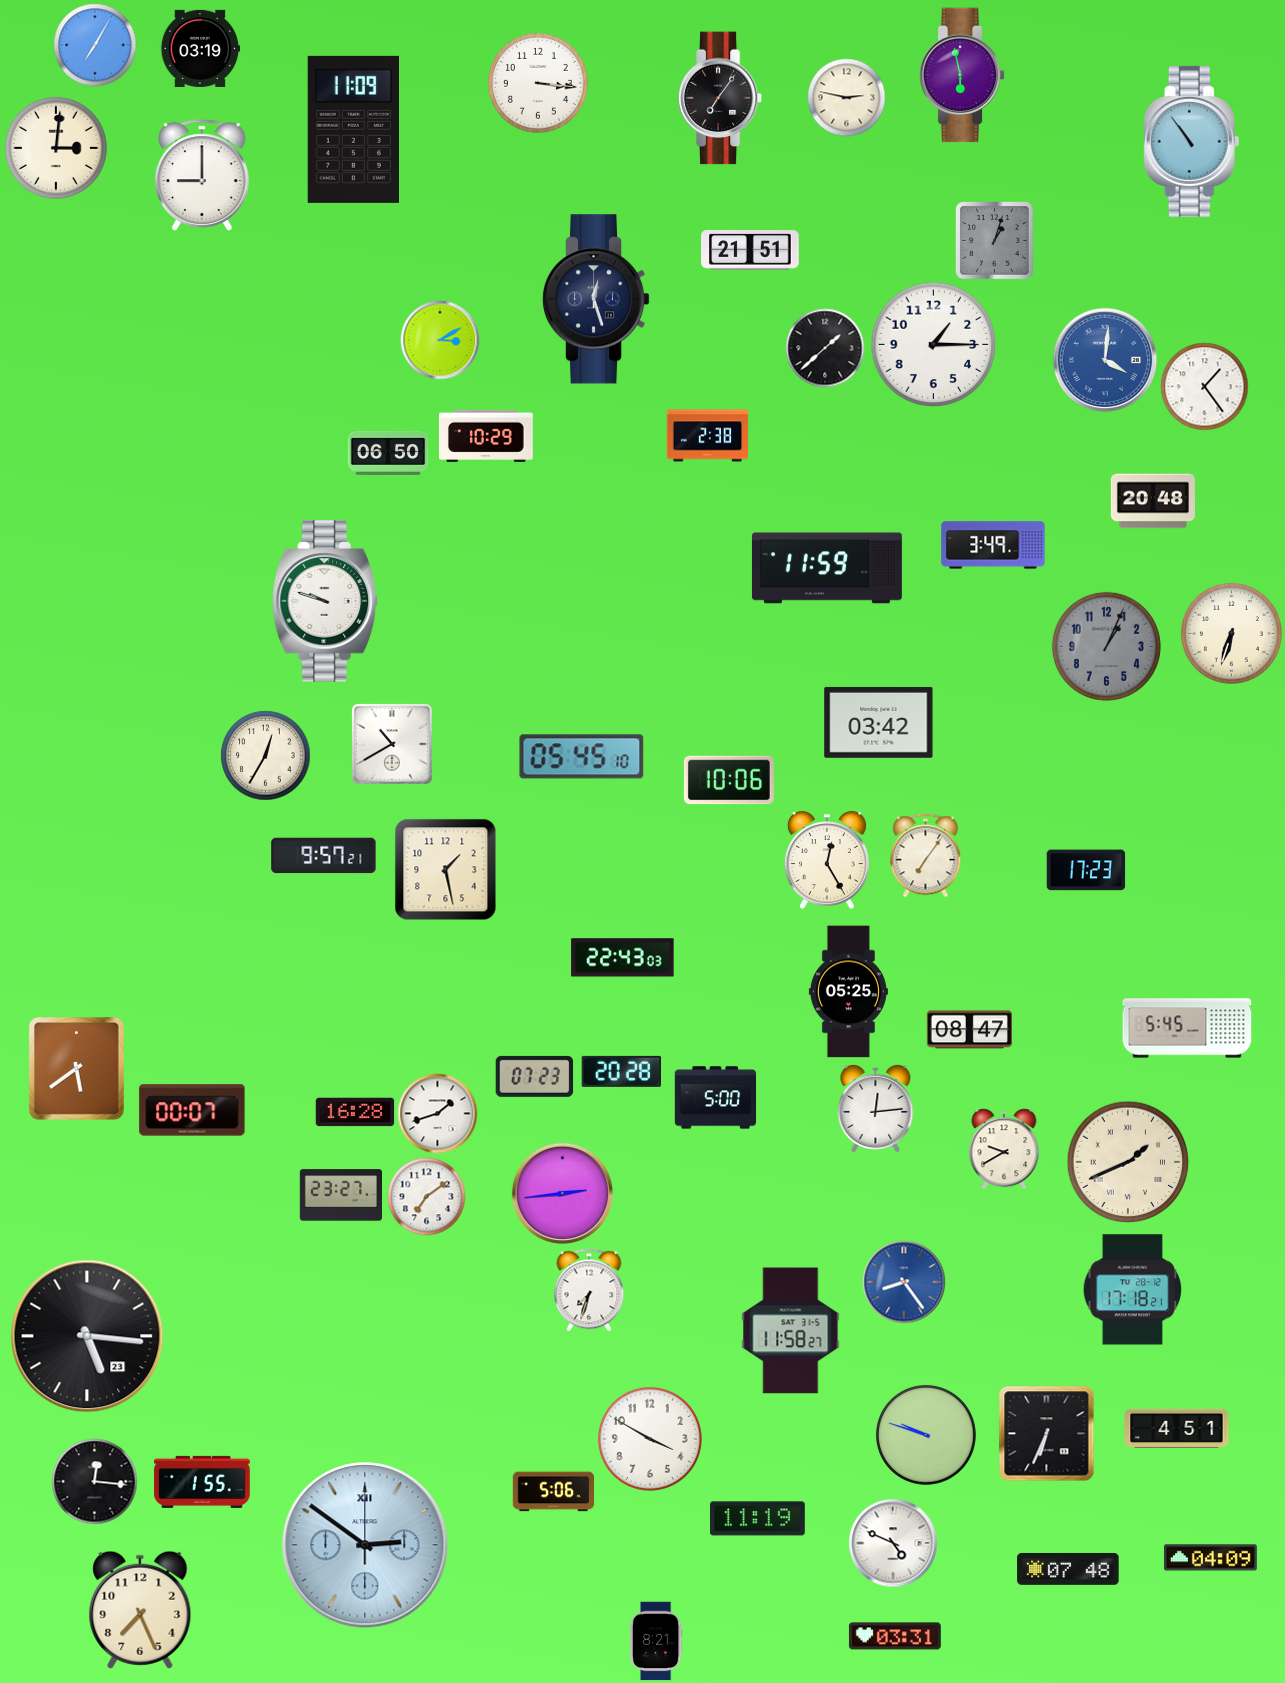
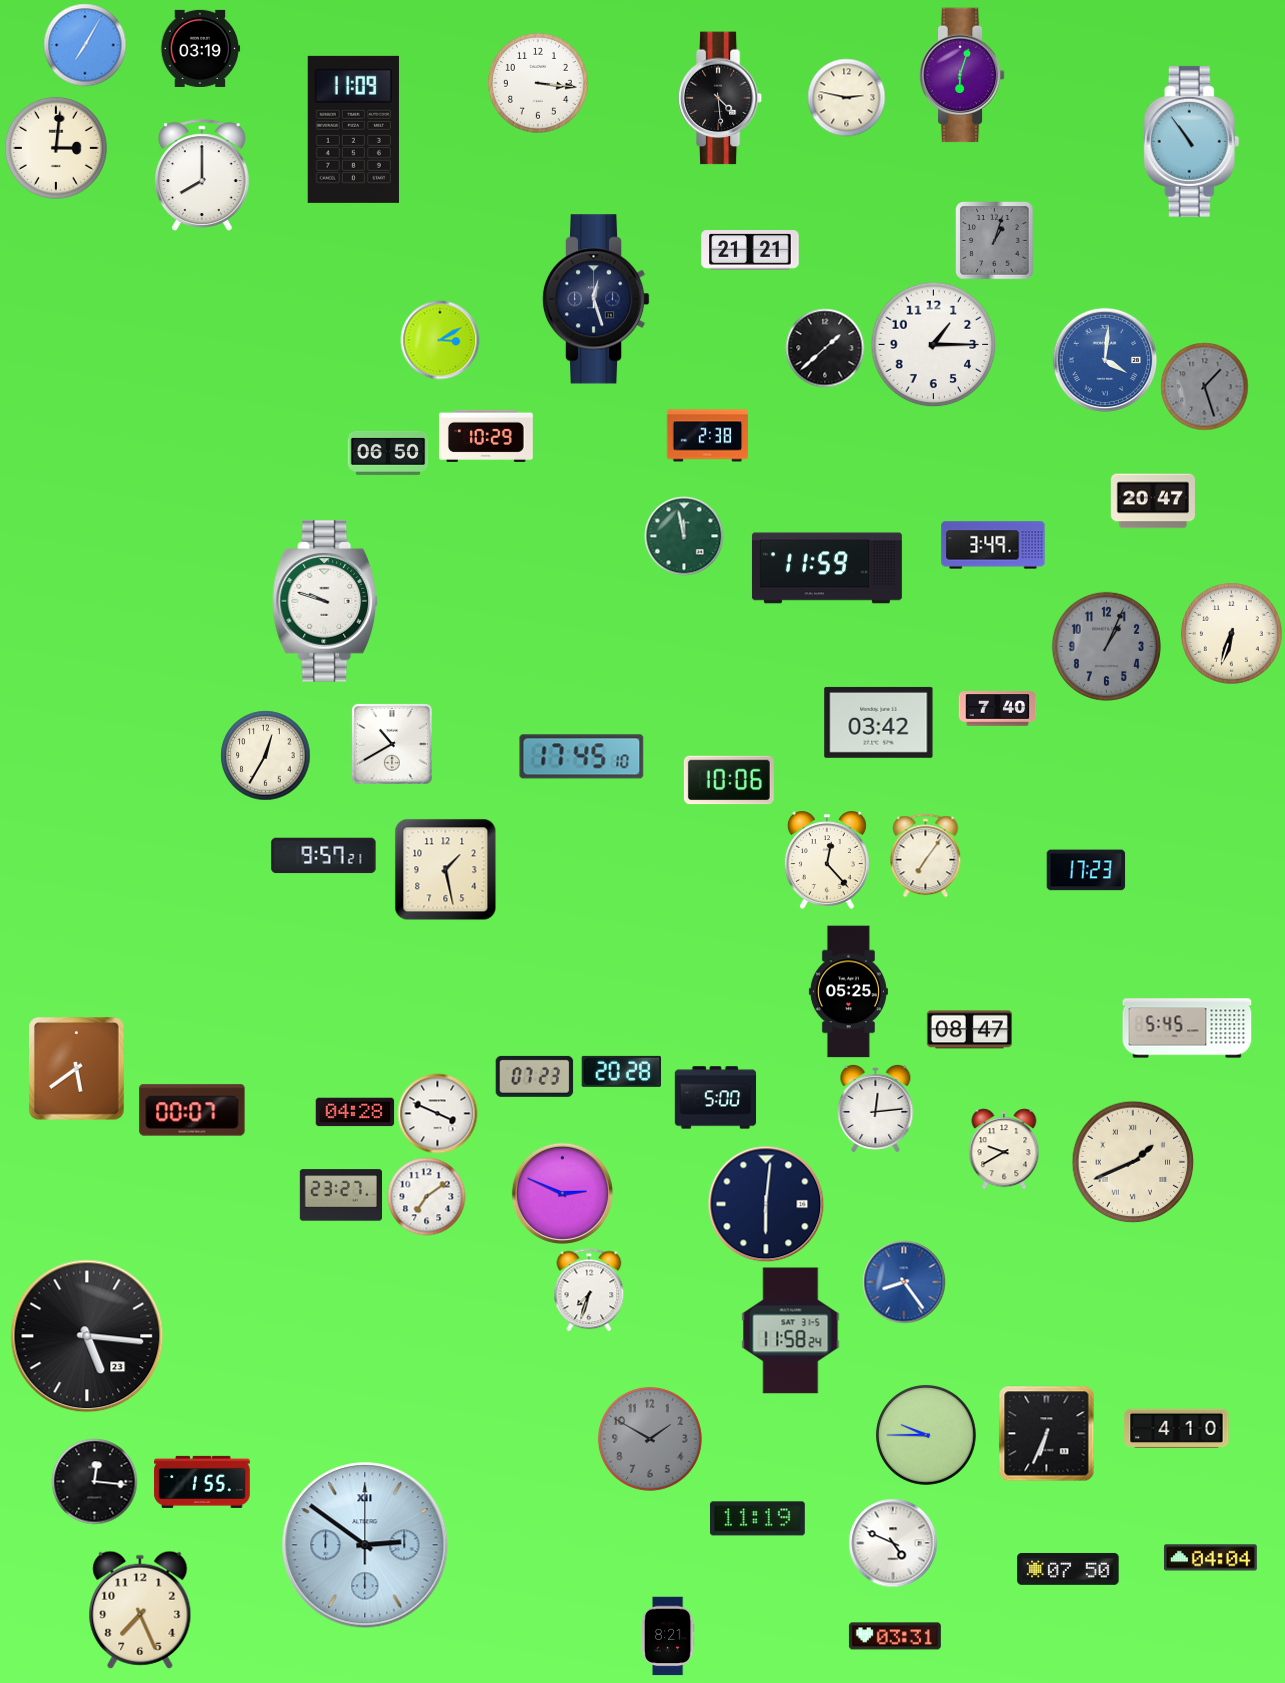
clock at (95, 45) position: (95, 45) -> (85, 45)
clock at (962, 75): 5:58 -> 6:03
clock at (720, 98): 7:06 -> 4:29
clock at (202, 175): 9:00 -> 8:00
clock at (750, 250): 21:51 -> 21:21
clock at (1204, 386): 1:24 -> 1:27
clock at (1204, 386) dial: white -> grey
clock at (1153, 501): 20:48 -> 20:47
clock at (684, 536): none -> 11:58
clock at (997, 709): none -> 7:40
clock at (582, 757): 05:45 -> 17:45
clock at (827, 860): 12:25 -> 12:23
clock at (623, 958): 22:43 -> none
clock at (355, 1112): 16:28 -> 04:28
clock at (437, 1113): 1:42 -> 3:49
clock at (1128, 1162) position: (1128, 1162) -> (1133, 1162)
clock at (562, 1193): 2:44 -> 2:49
clock at (766, 1204): none -> 6:01
clock at (1133, 1290): 17:18 -> none
clock at (791, 1331): 11:58:27 -> 11:58:24
clock at (1177, 1429): 4:51 -> 4:10
clock at (926, 1435): 9:48 -> 9:45
clock at (650, 1439): 3:50 -> 1:50
clock at (650, 1439) dial: white -> grey
clock at (553, 1492): 5:06 -> none
clock at (1210, 1558): 04:09 -> 04:04
clock at (1068, 1569): 07:48 -> 07:50
clock at (656, 1641) position: (656, 1641) -> (668, 1636)
